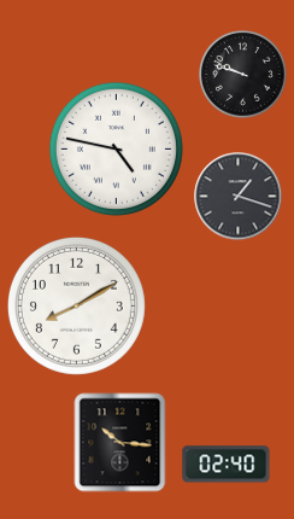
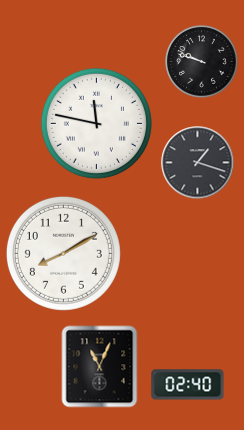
clock at (116, 148): 4:47 -> 11:47
clock at (120, 443): 10:16 -> 11:04
